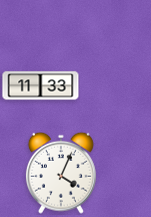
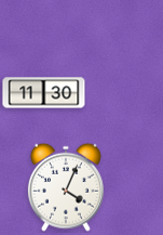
clock at (41, 86): 11:33 -> 11:30
